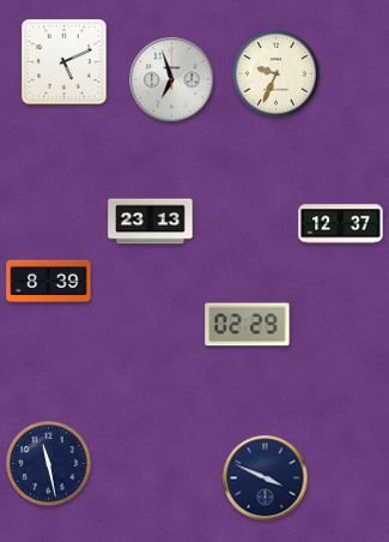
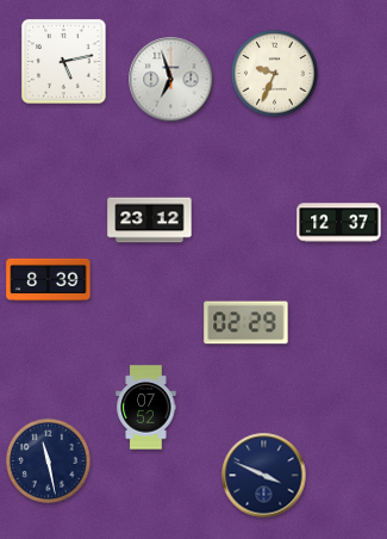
clock at (65, 62): 5:11 -> 5:13
clock at (151, 222): 23:13 -> 23:12
clock at (146, 408): none -> 07:52
